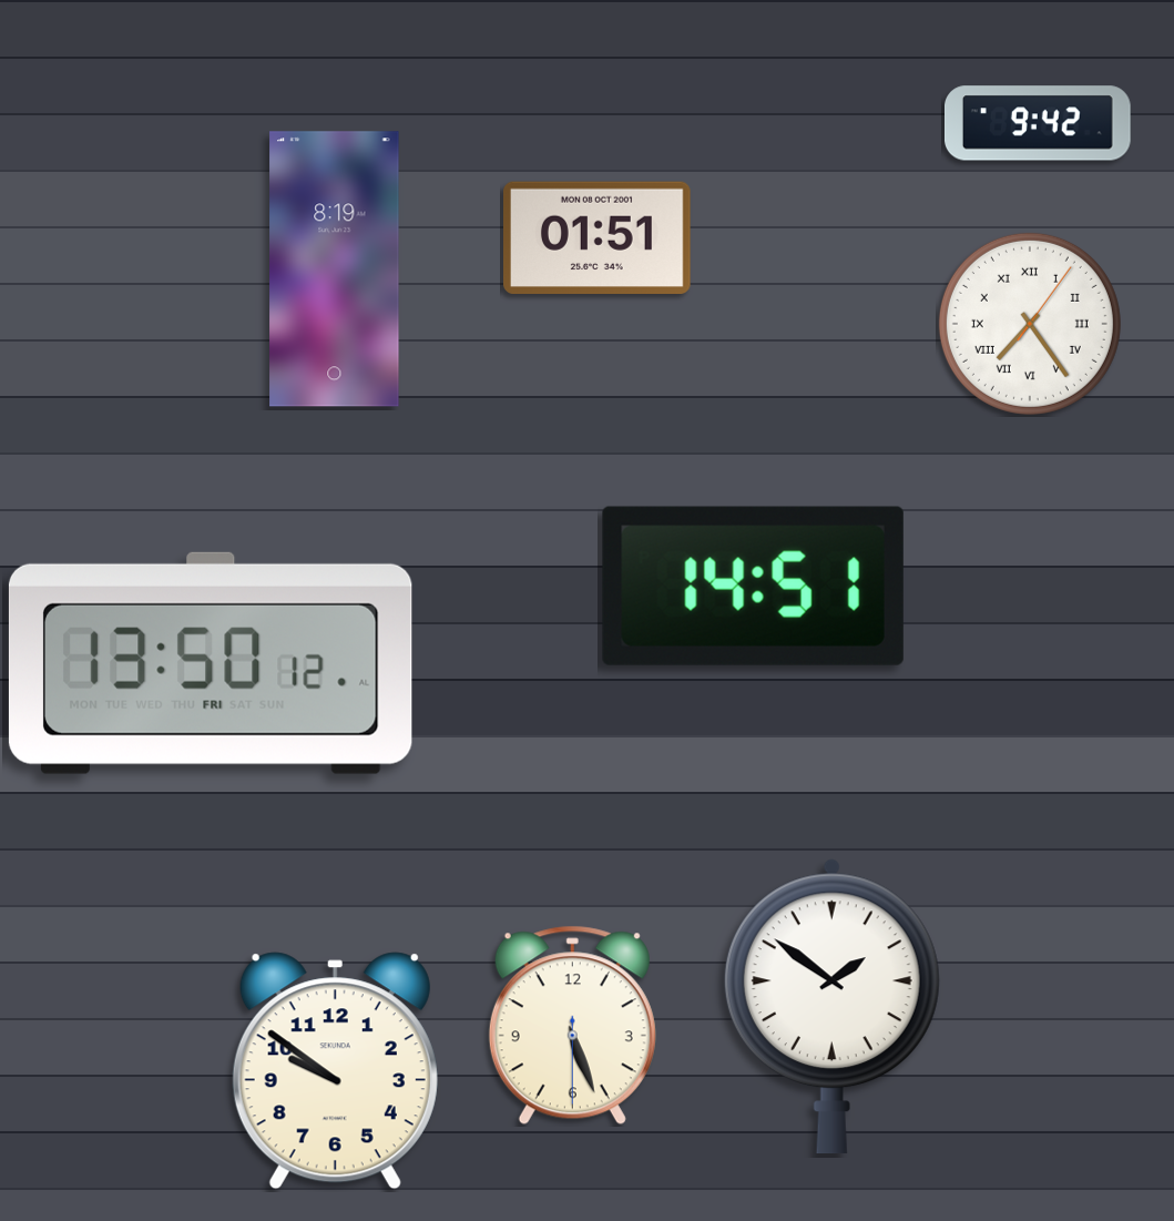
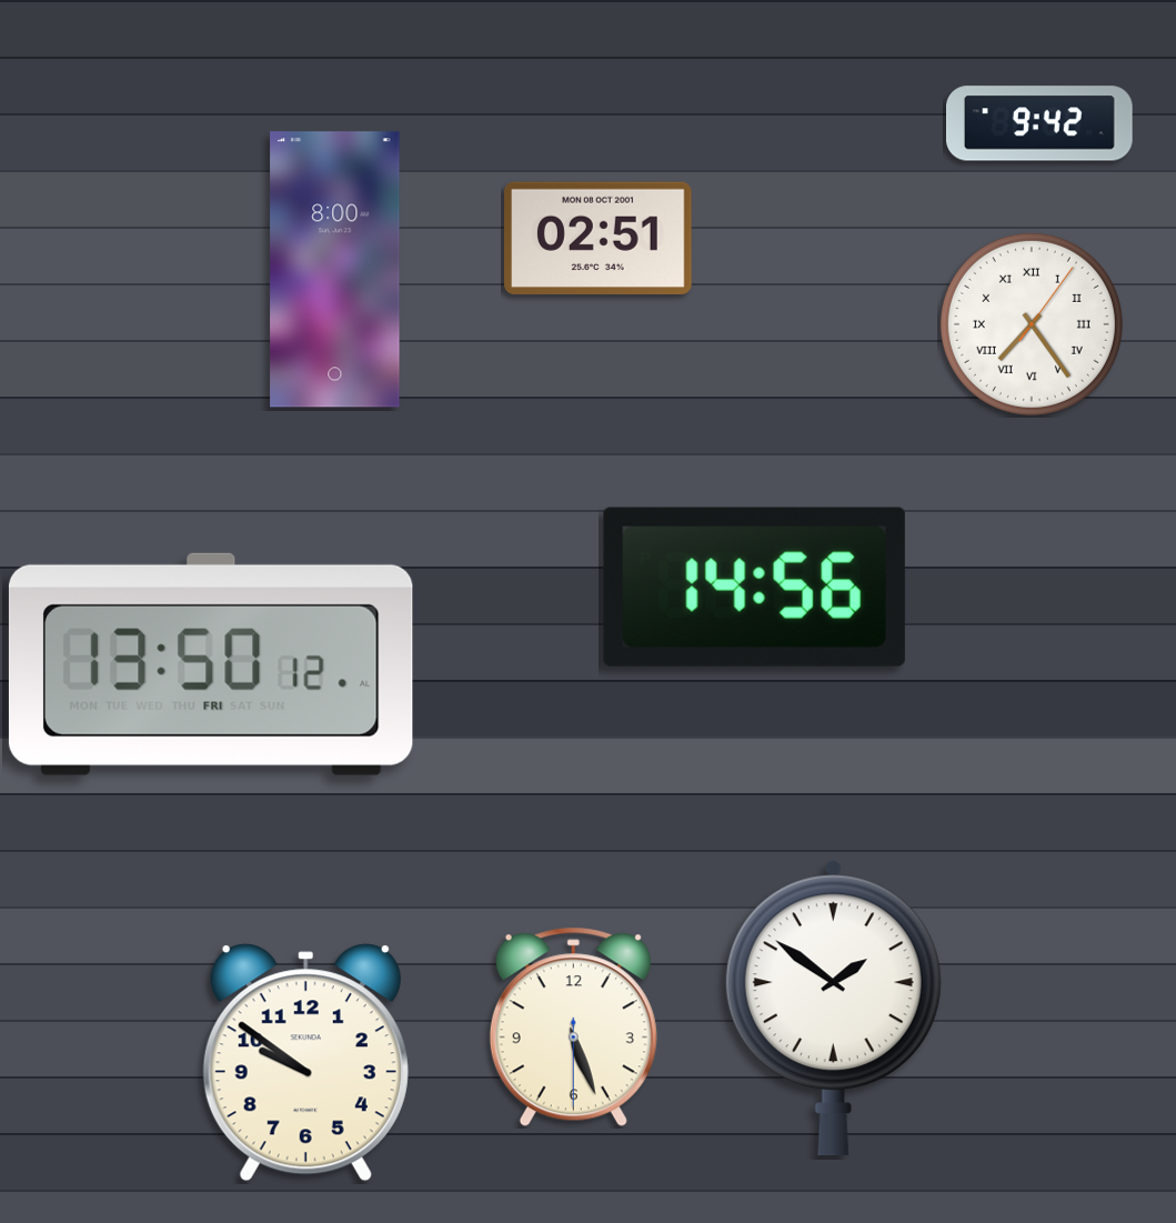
clock at (598, 238): 01:51 -> 02:51
clock at (335, 269): 8:19 -> 8:00
clock at (753, 586): 14:51 -> 14:56
clock at (335, 1071) position: (335, 1071) -> (305, 1063)
